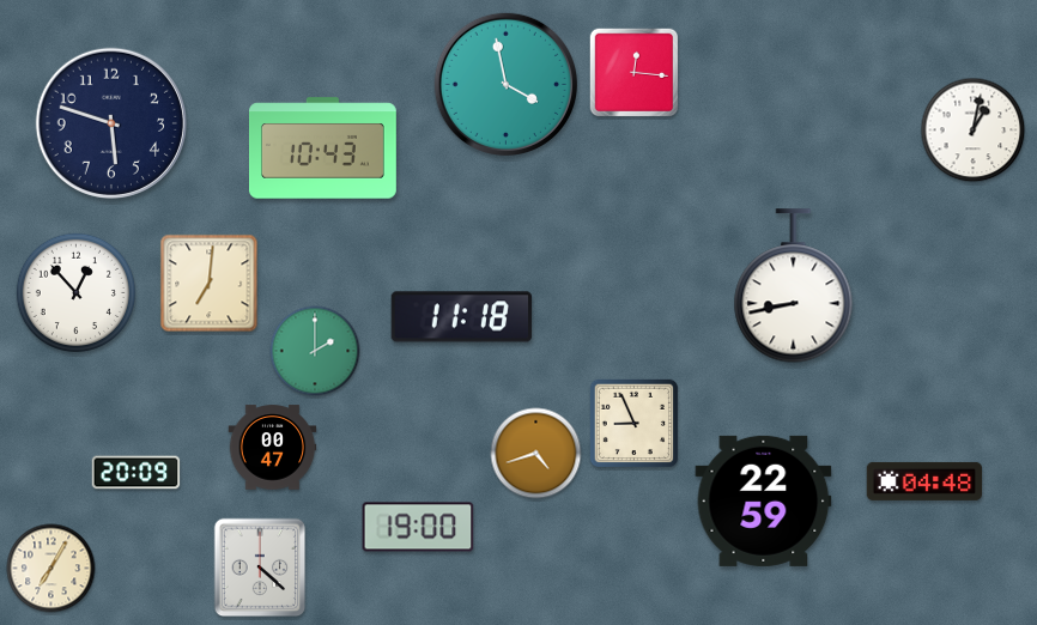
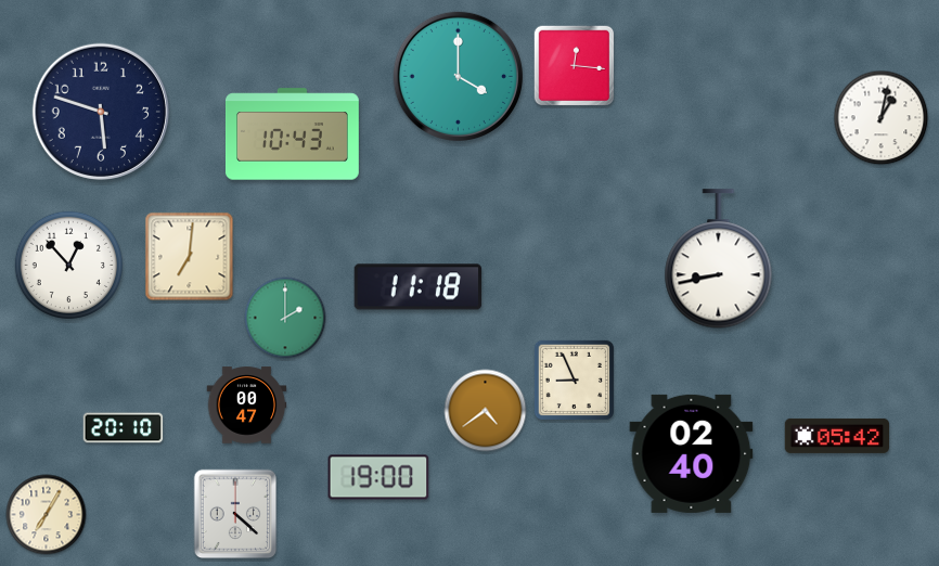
clock at (505, 84): 3:58 -> 4:00
clock at (633, 424) position: (633, 424) -> (574, 381)
clock at (536, 454): 4:42 -> 4:39
clock at (137, 473): 20:09 -> 20:10
clock at (924, 481): 04:48 -> 05:42
clock at (764, 500): 22:59 -> 02:40
